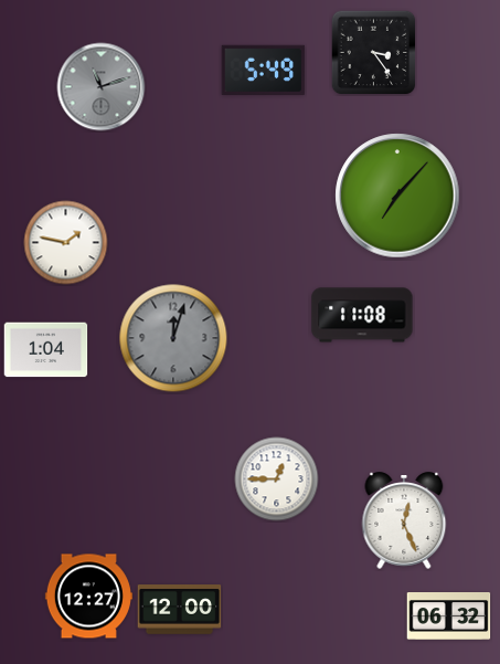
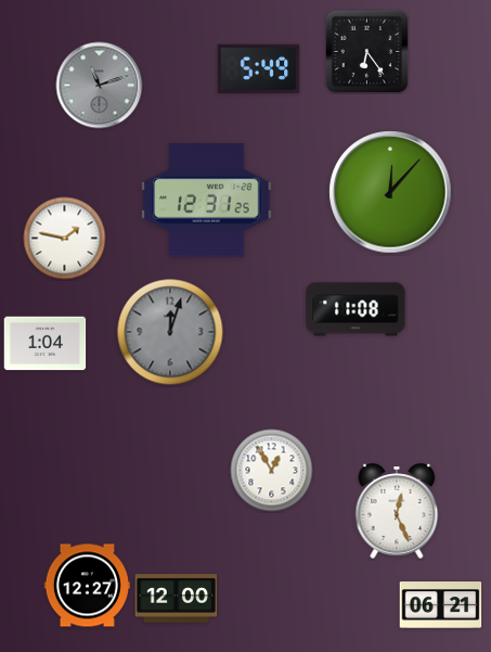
clock at (373, 52): 3:24 -> 6:24
clock at (397, 196): 7:07 -> 12:07
clock at (207, 201): none -> 12:31
clock at (277, 479): 12:45 -> 12:55
clock at (449, 616): 06:32 -> 06:21
